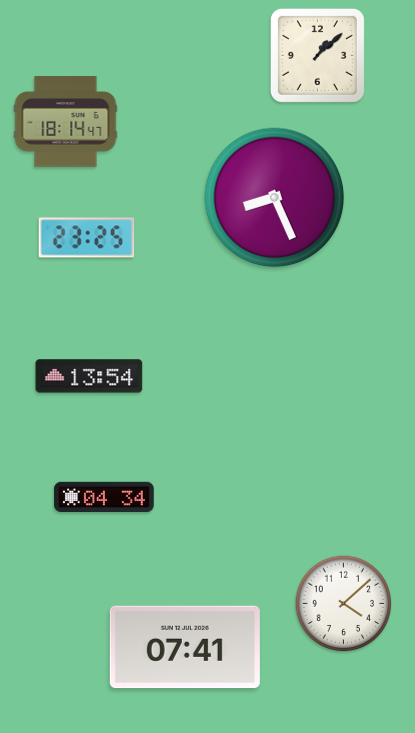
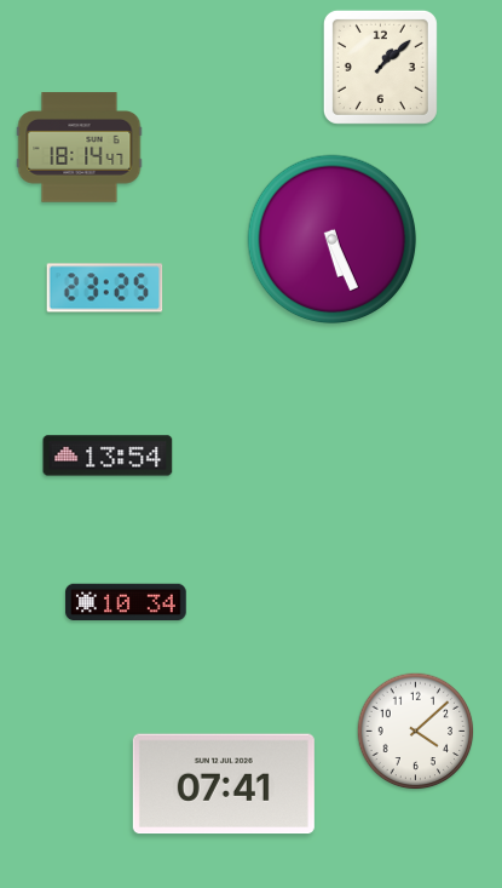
clock at (317, 55) position: (317, 55) -> (380, 67)
clock at (275, 198): 8:26 -> 5:26
clock at (104, 497): 04:34 -> 10:34
